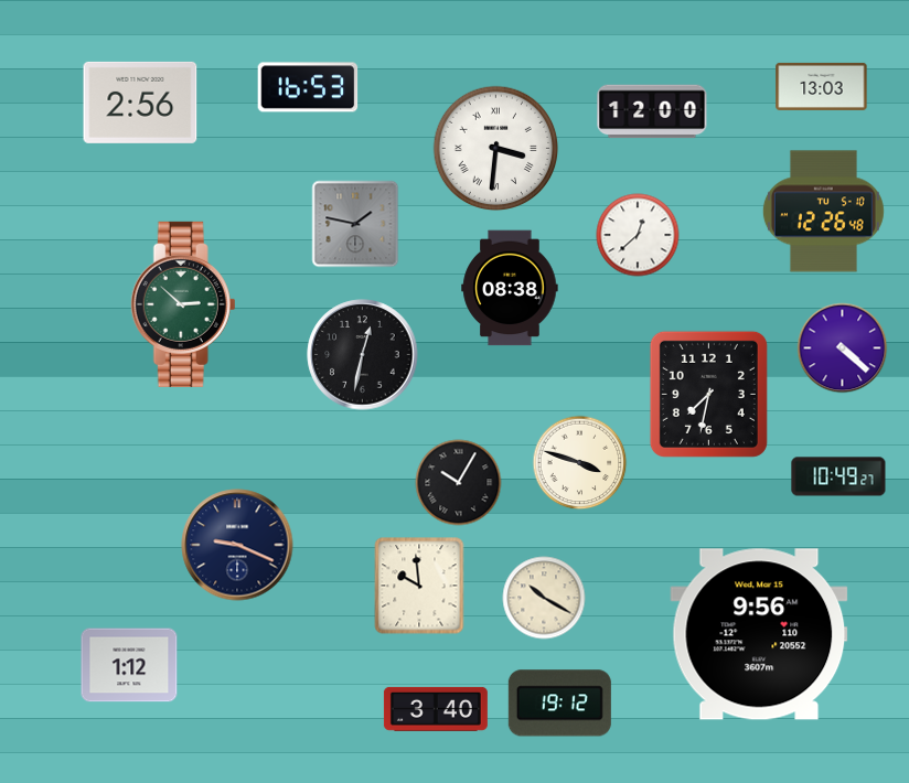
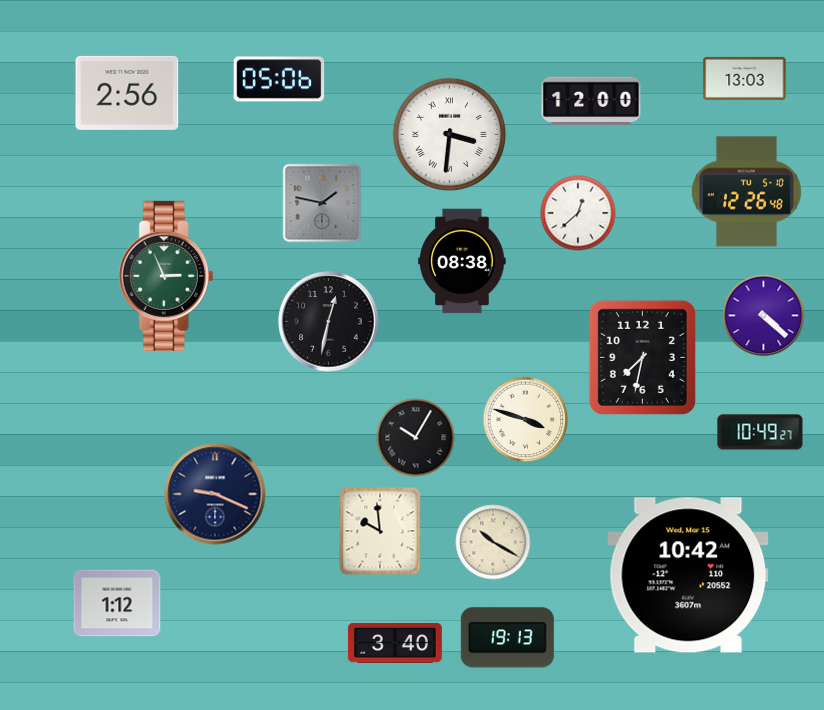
clock at (308, 87): 16:53 -> 05:06
clock at (183, 304): 2:52 -> 2:56
clock at (759, 634): 9:56 -> 10:42
clock at (559, 704): 19:12 -> 19:13
